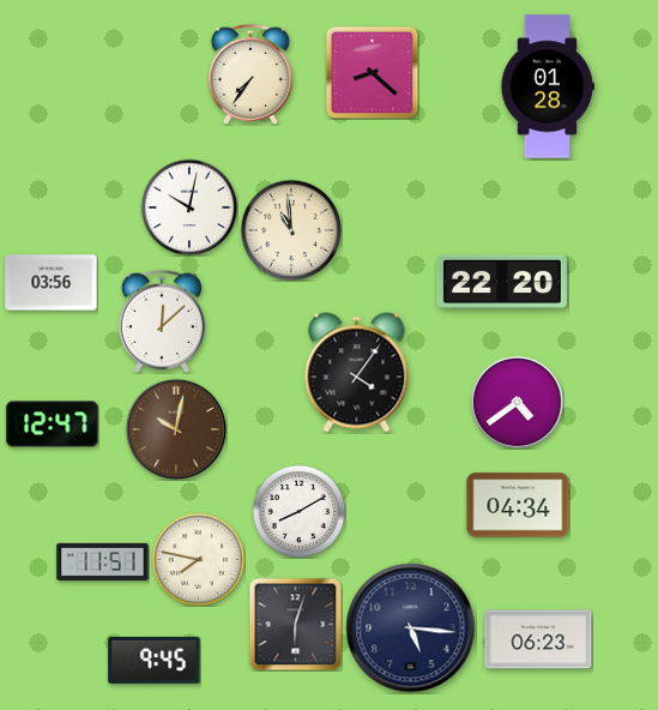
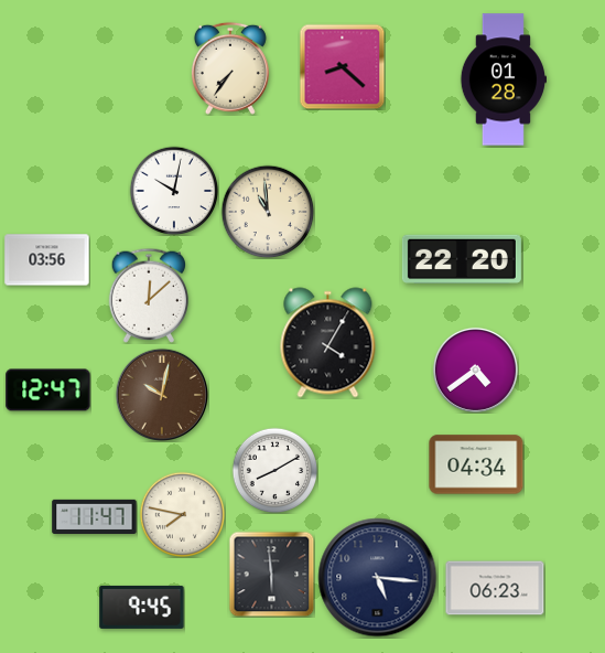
clock at (357, 373): 4:06 -> 4:05
clock at (103, 561): 11:51 -> 11:47
clock at (295, 624): 6:03 -> 5:59
